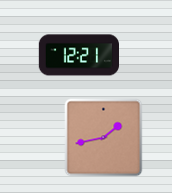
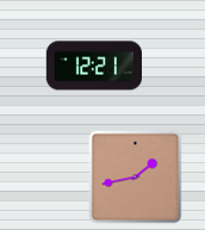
clock at (103, 137) position: (103, 137) -> (135, 176)
